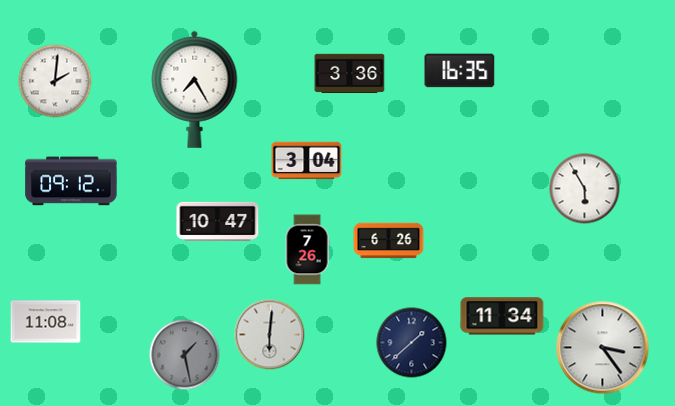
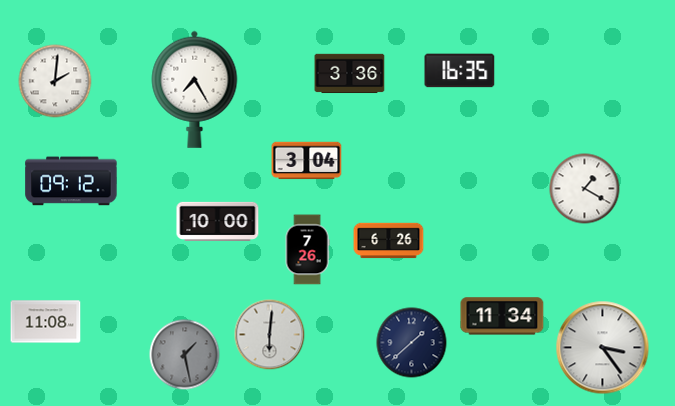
clock at (585, 189): 5:55 -> 1:20
clock at (218, 221): 10:47 -> 10:00
